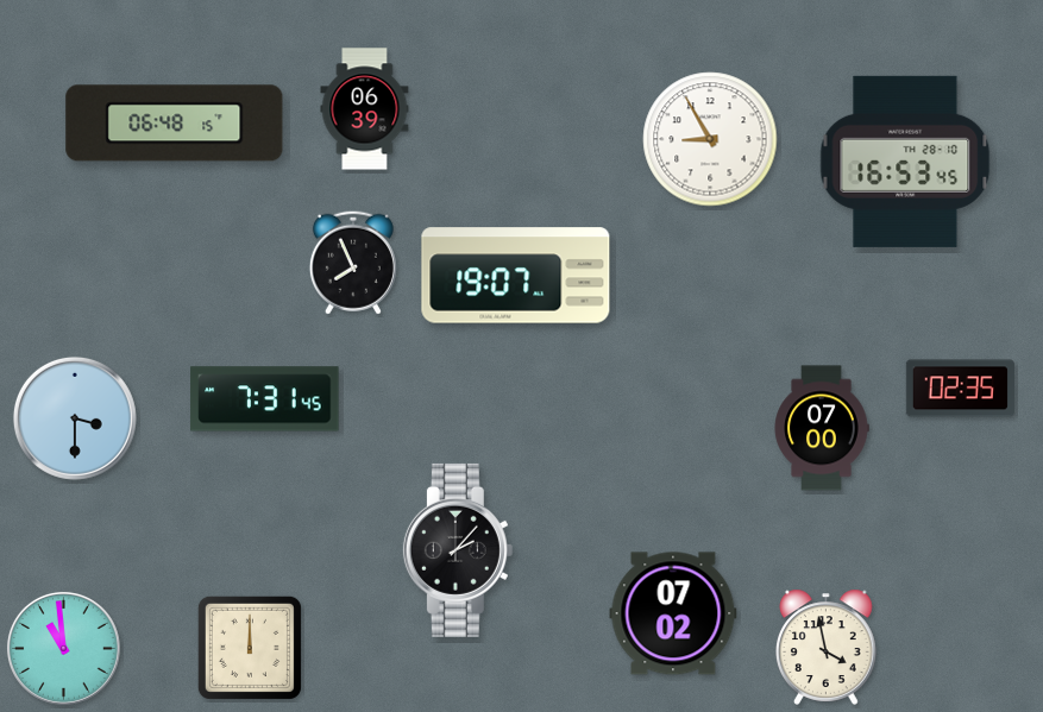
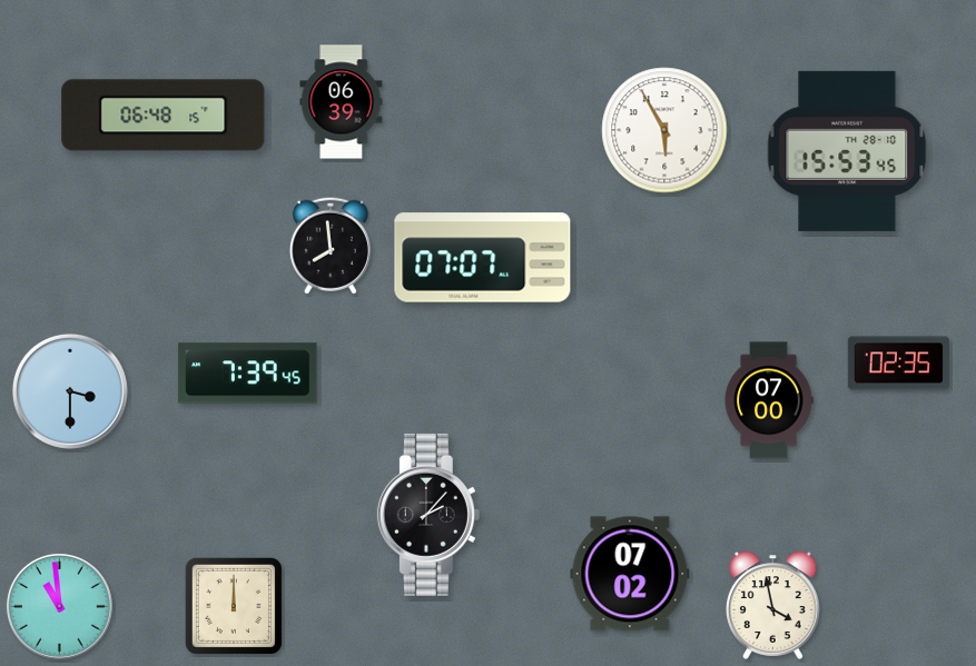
clock at (710, 139): 8:55 -> 5:55
clock at (905, 162): 16:53 -> 15:53
clock at (353, 263): 7:56 -> 7:59
clock at (516, 276): 19:07 -> 07:07
clock at (265, 399): 7:31 -> 7:39
